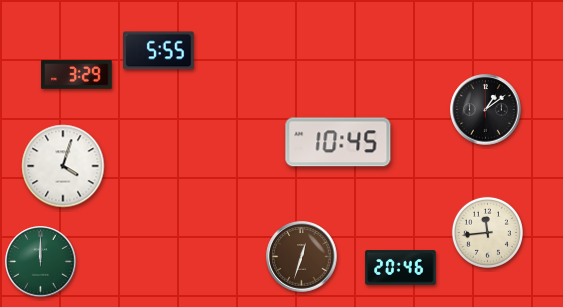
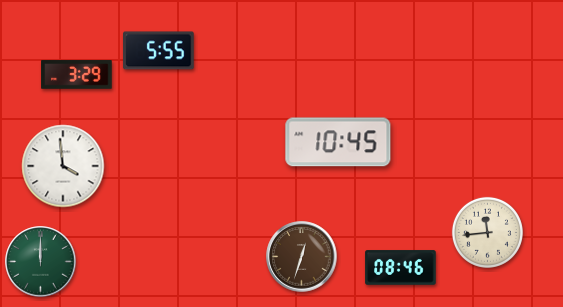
clock at (486, 110): 1:09 -> none
clock at (63, 166): 4:03 -> 3:59
clock at (401, 268): 20:46 -> 08:46
